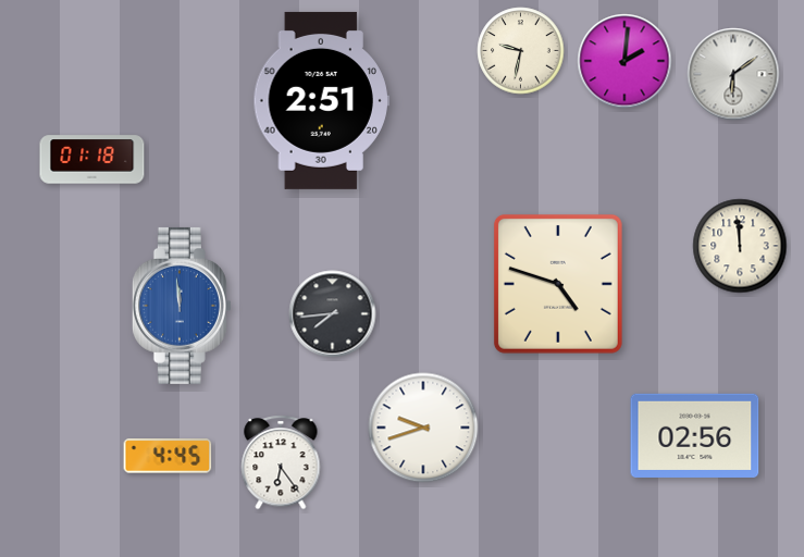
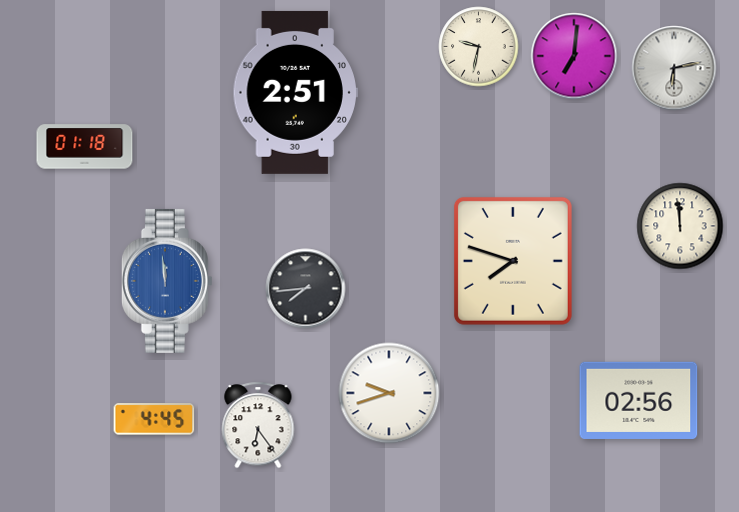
clock at (624, 61): 2:01 -> 7:01
clock at (733, 74): 6:09 -> 6:13
clock at (558, 284): 4:48 -> 7:48
